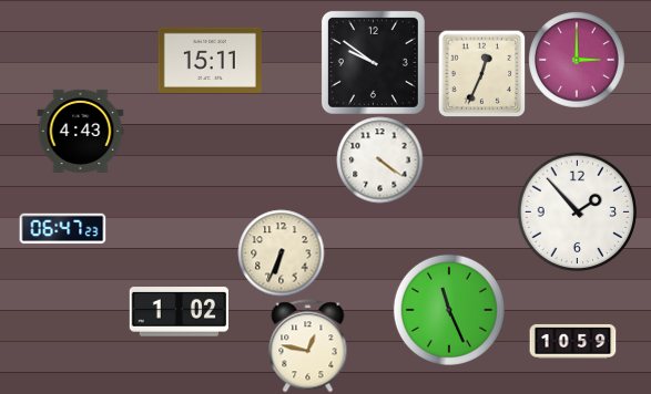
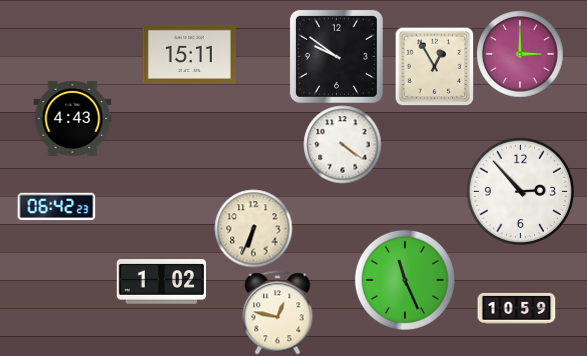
clock at (481, 73): 12:34 -> 12:55
clock at (577, 211): 1:53 -> 2:53
clock at (62, 229): 06:47 -> 06:42
